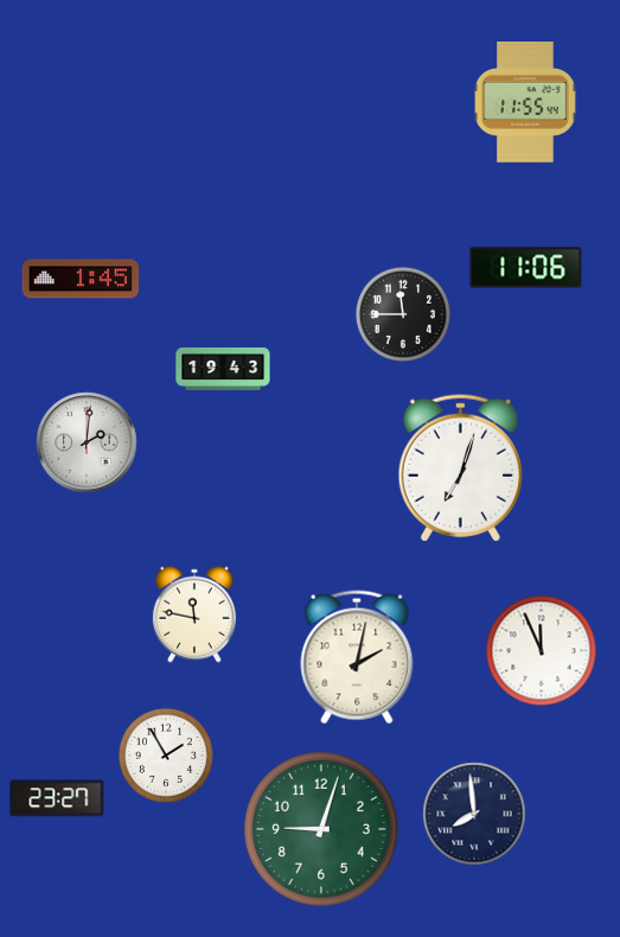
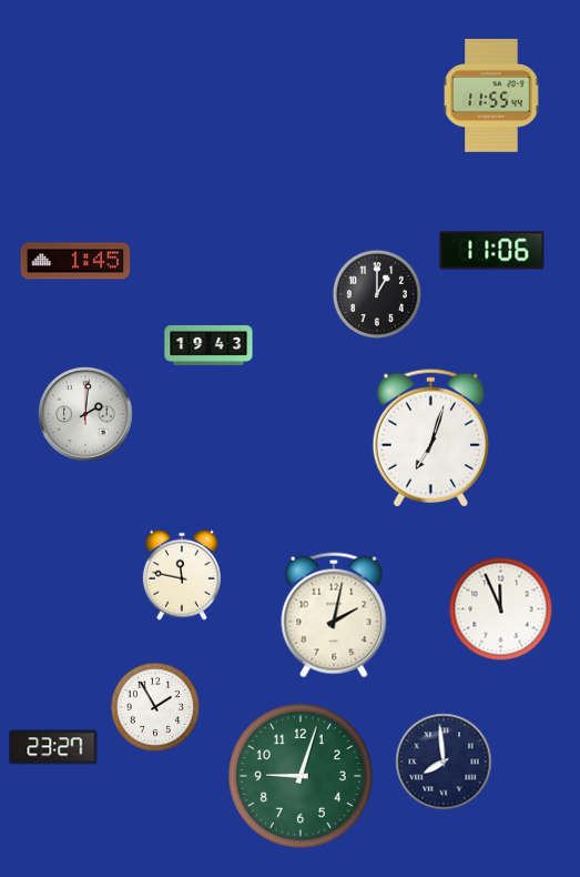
clock at (403, 314): 11:45 -> 1:00
clock at (87, 442) position: (87, 442) -> (85, 414)
clock at (542, 651) position: (542, 651) -> (501, 609)
